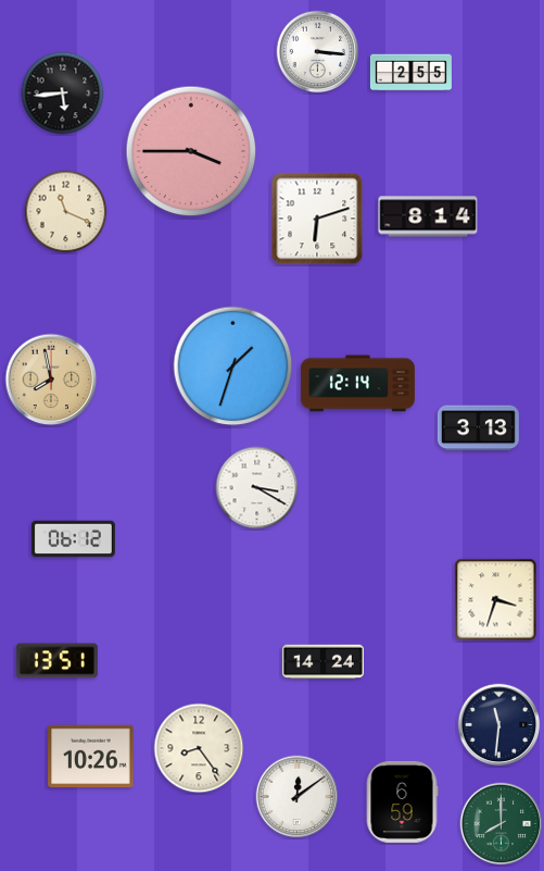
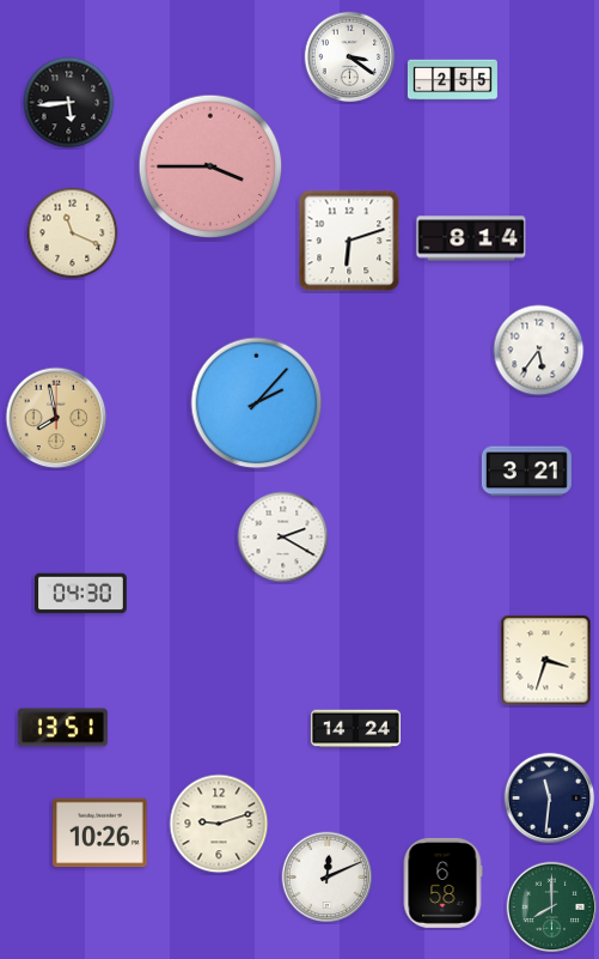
clock at (318, 52): 3:16 -> 3:21
clock at (539, 351): none -> 5:36
clock at (233, 366): 1:33 -> 2:07
clock at (357, 384): 12:14 -> none
clock at (478, 428): 3:13 -> 3:21
clock at (257, 488): 3:20 -> 2:20
clock at (74, 539): 06:12 -> 04:30
clock at (199, 748): 8:24 -> 9:12
clock at (298, 797): 12:09 -> 12:11
clock at (402, 801): 6:59 -> 6:58
